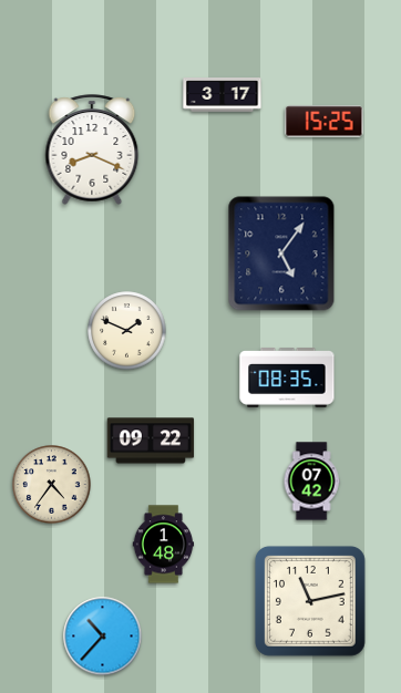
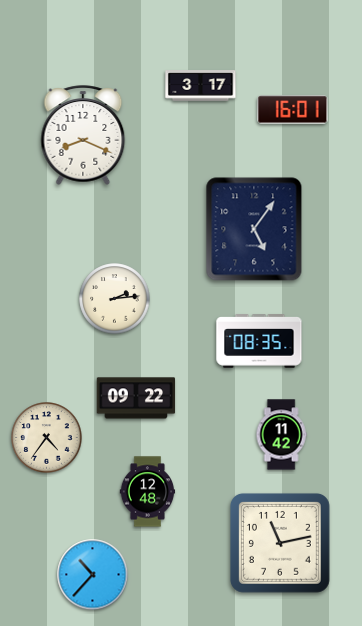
clock at (325, 122): 15:25 -> 16:01
clock at (127, 331): 1:49 -> 2:14
clock at (311, 482): 07:42 -> 11:42
clock at (164, 545): 1:48 -> 12:48
